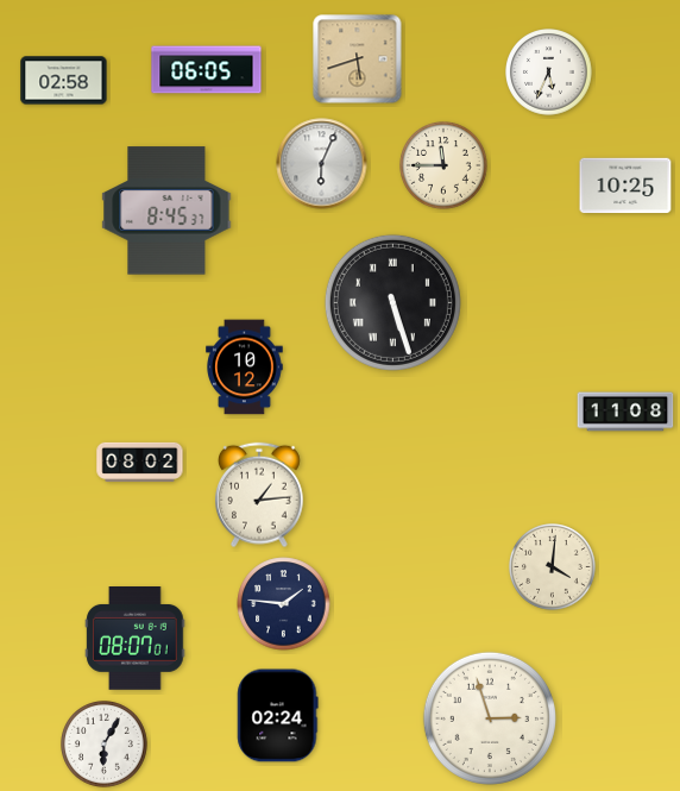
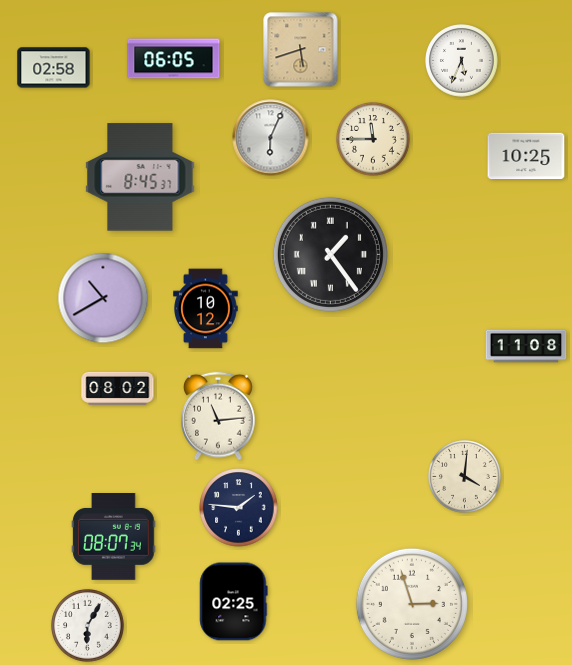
clock at (392, 302): 5:27 -> 1:24
clock at (103, 298): none -> 10:40
clock at (260, 495): 1:14 -> 11:14
clock at (136, 639): 08:07:01 -> 08:07:34
clock at (278, 716): 02:24 -> 02:25
